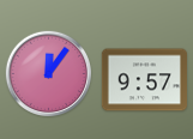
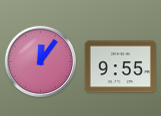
clock at (144, 80): 9:57 -> 9:55
